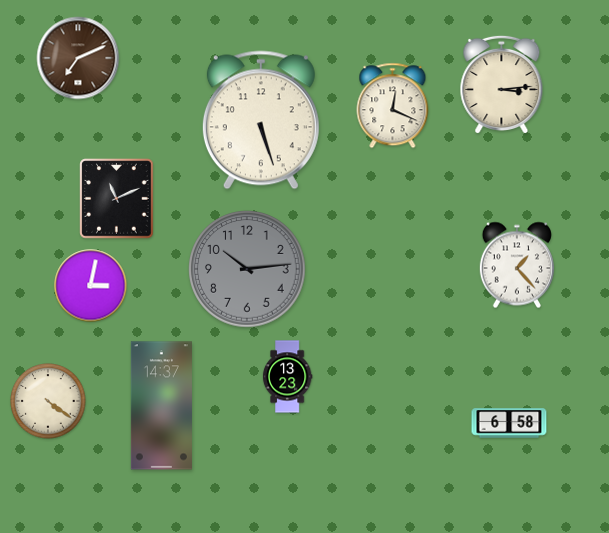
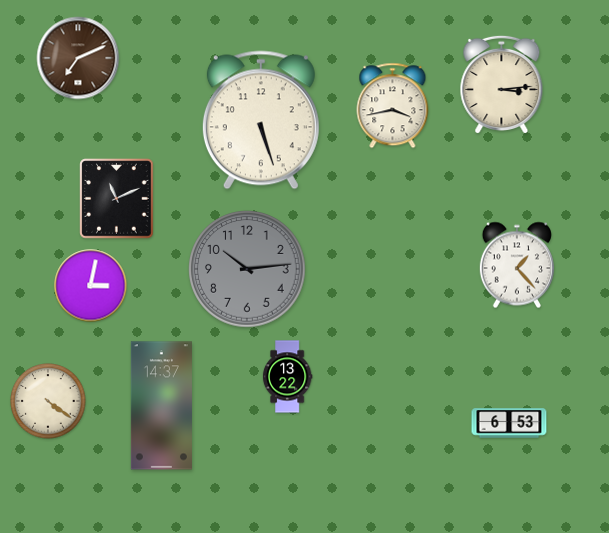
clock at (393, 106): 12:19 -> 3:43
clock at (287, 377): 13:23 -> 13:22
clock at (509, 423): 6:58 -> 6:53
